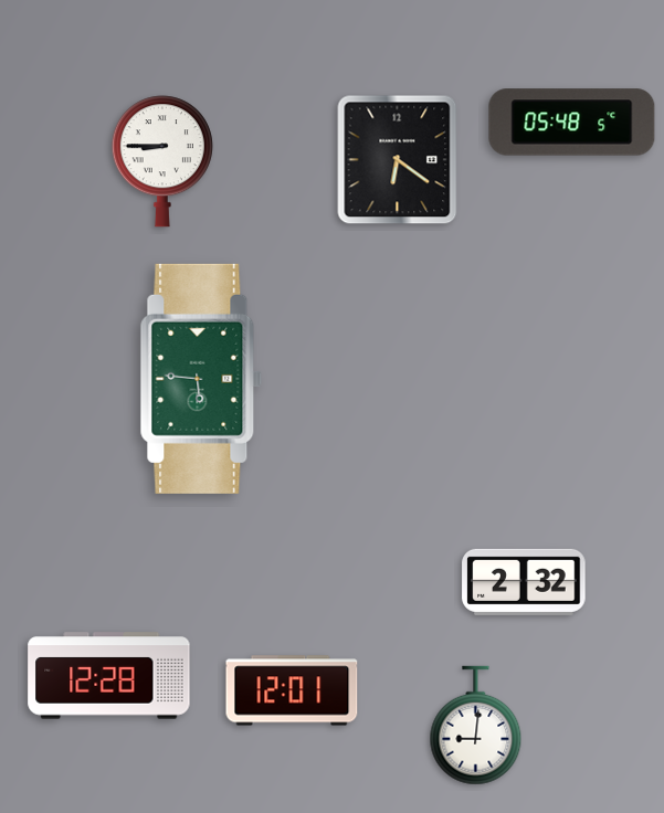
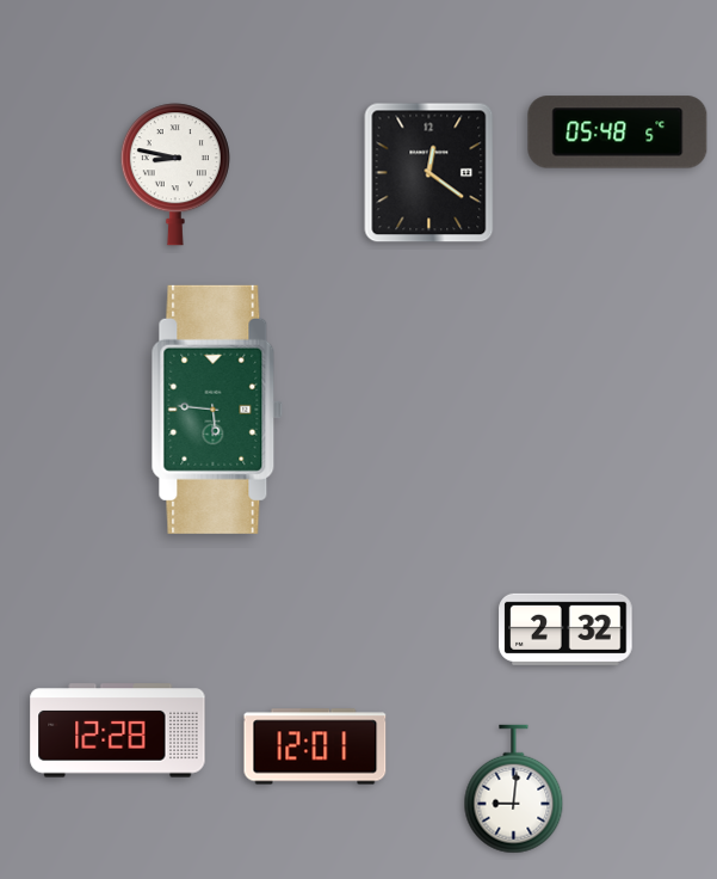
clock at (398, 160): 6:21 -> 12:21
clock at (162, 161): 8:45 -> 8:47
clock at (476, 726) position: (476, 726) -> (514, 789)
